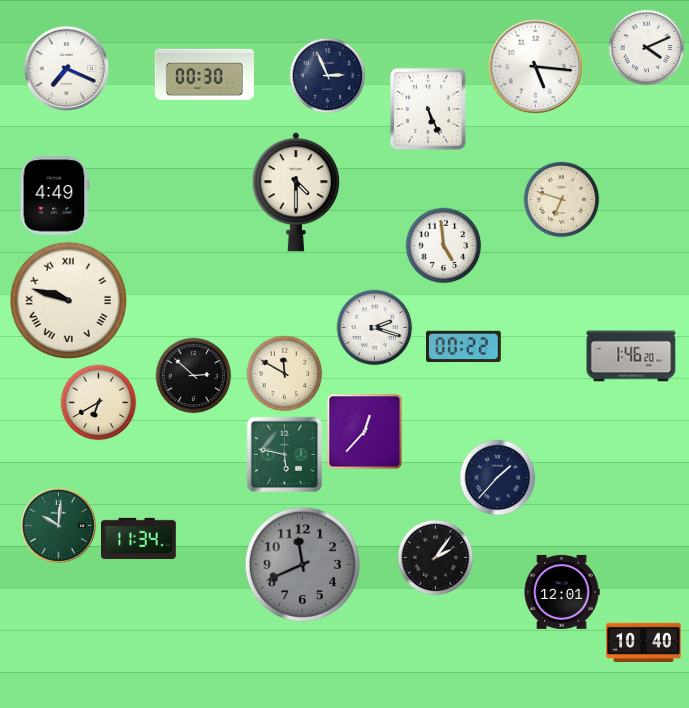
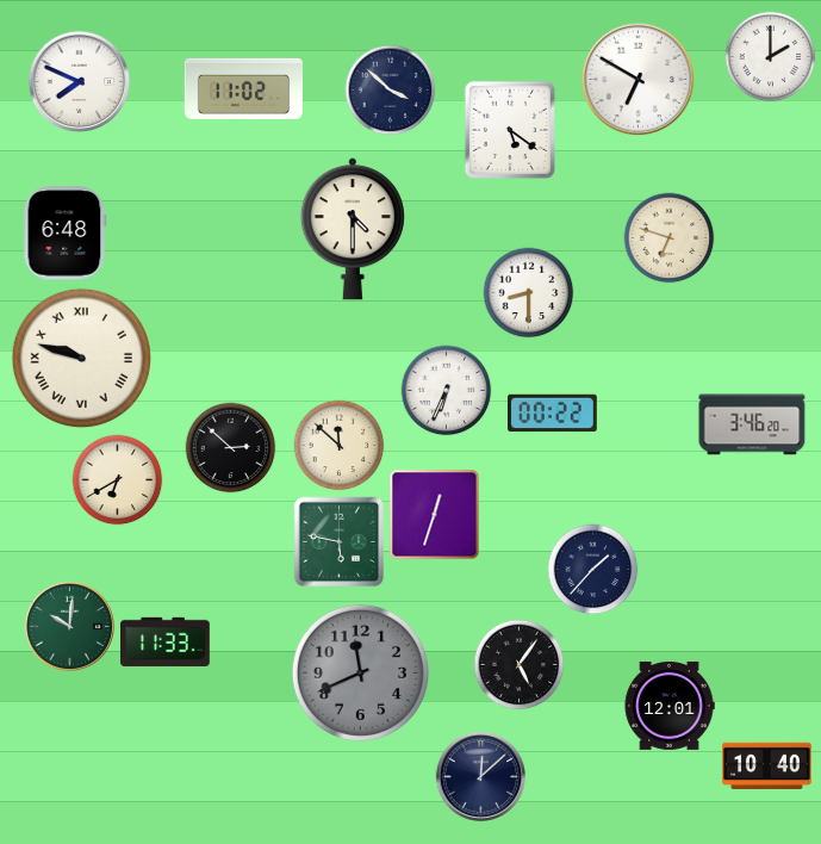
clock at (647, 48): 4:11 -> 2:00
clock at (536, 67): 5:16 -> 6:50
clock at (67, 69): 7:19 -> 7:49
clock at (204, 74): 00:30 -> 11:02
clock at (328, 76): 2:56 -> 3:52
clock at (428, 109): 5:26 -> 5:21
clock at (55, 196): 4:49 -> 6:48
clock at (444, 246): 4:59 -> 8:30
clock at (375, 328): 2:18 -> 6:34
clock at (631, 356): 1:46 -> 3:46
clock at (285, 374): 11:50 -> 11:52
clock at (365, 432): 12:37 -> 12:33
clock at (139, 538): 11:34 -> 11:33
clock at (436, 558): 2:06 -> 5:06
clock at (480, 776): none -> 12:08
